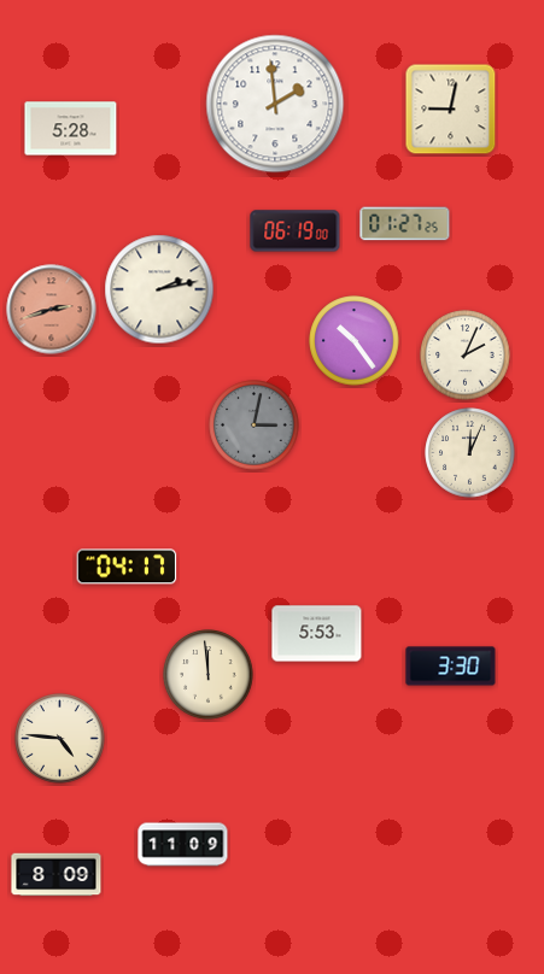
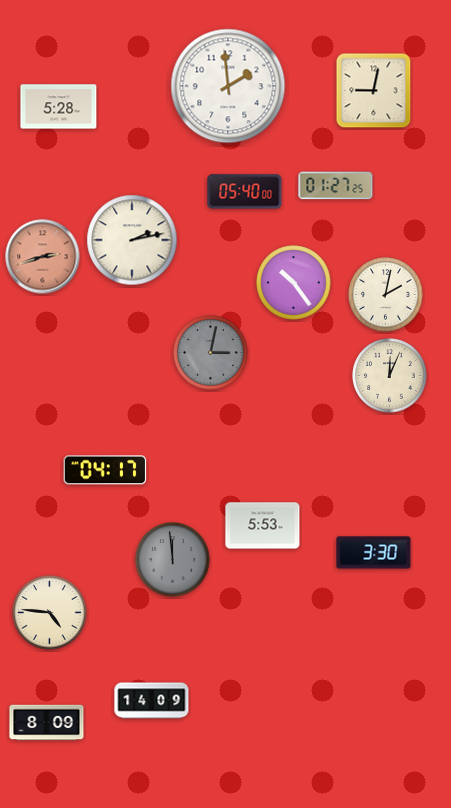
clock at (296, 231): 06:19 -> 05:40
clock at (466, 356): 2:04 -> 2:02
clock at (209, 675) dial: cream -> grey
clock at (183, 845): 11:09 -> 14:09
clock at (57, 875) position: (57, 875) -> (47, 723)
